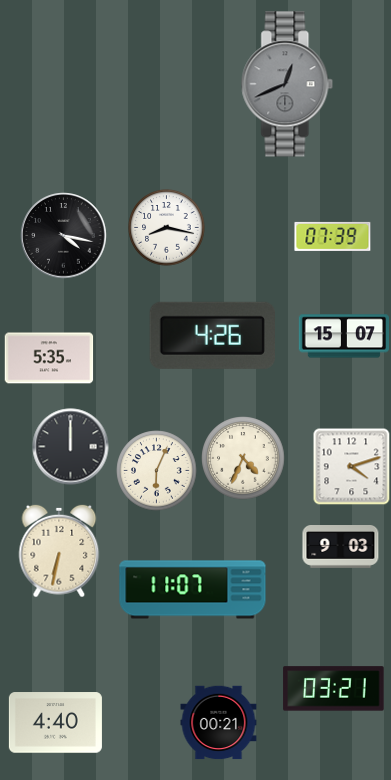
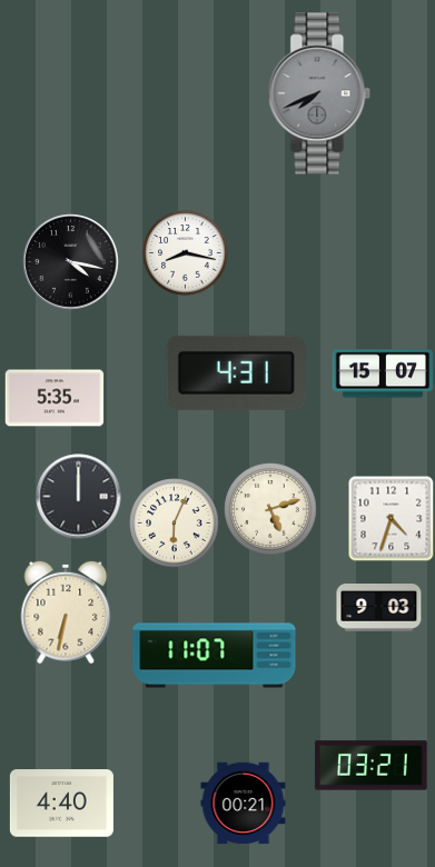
clock at (287, 84): 12:41 -> 7:41
clock at (333, 236): 07:39 -> none
clock at (212, 335): 4:26 -> 4:31
clock at (243, 458): 4:34 -> 5:12
clock at (351, 466): 4:12 -> 4:33
